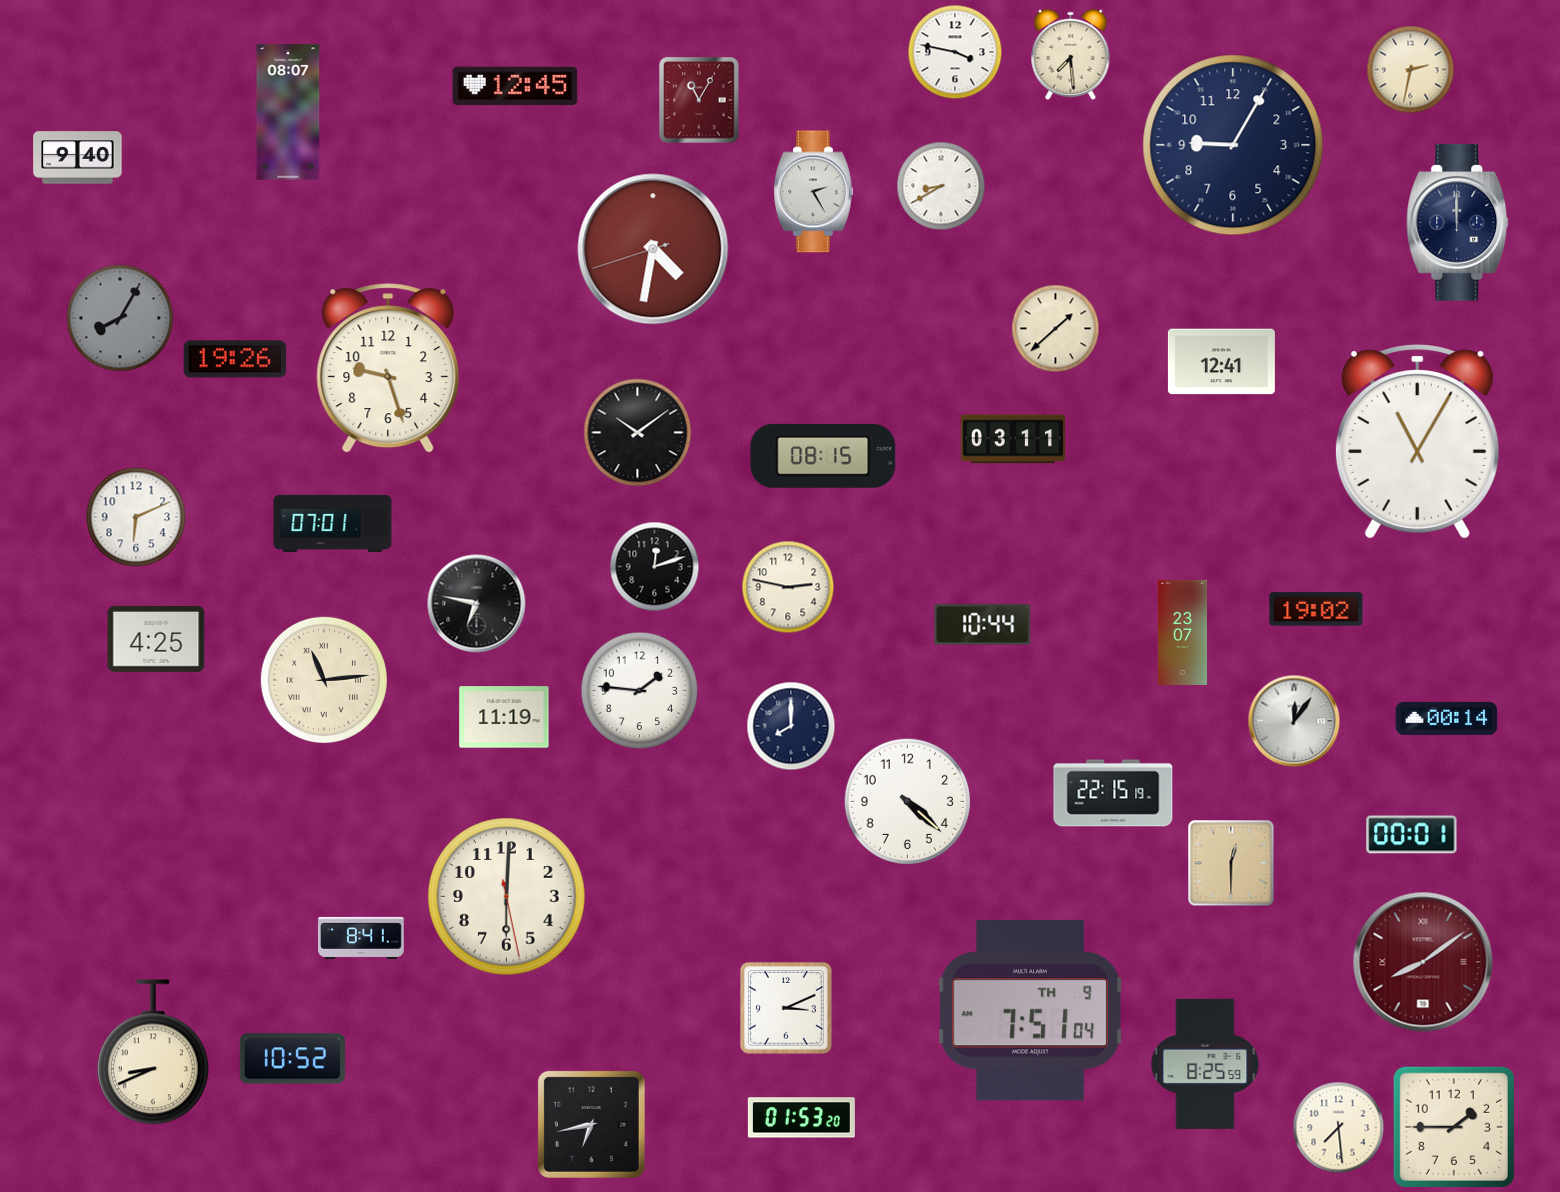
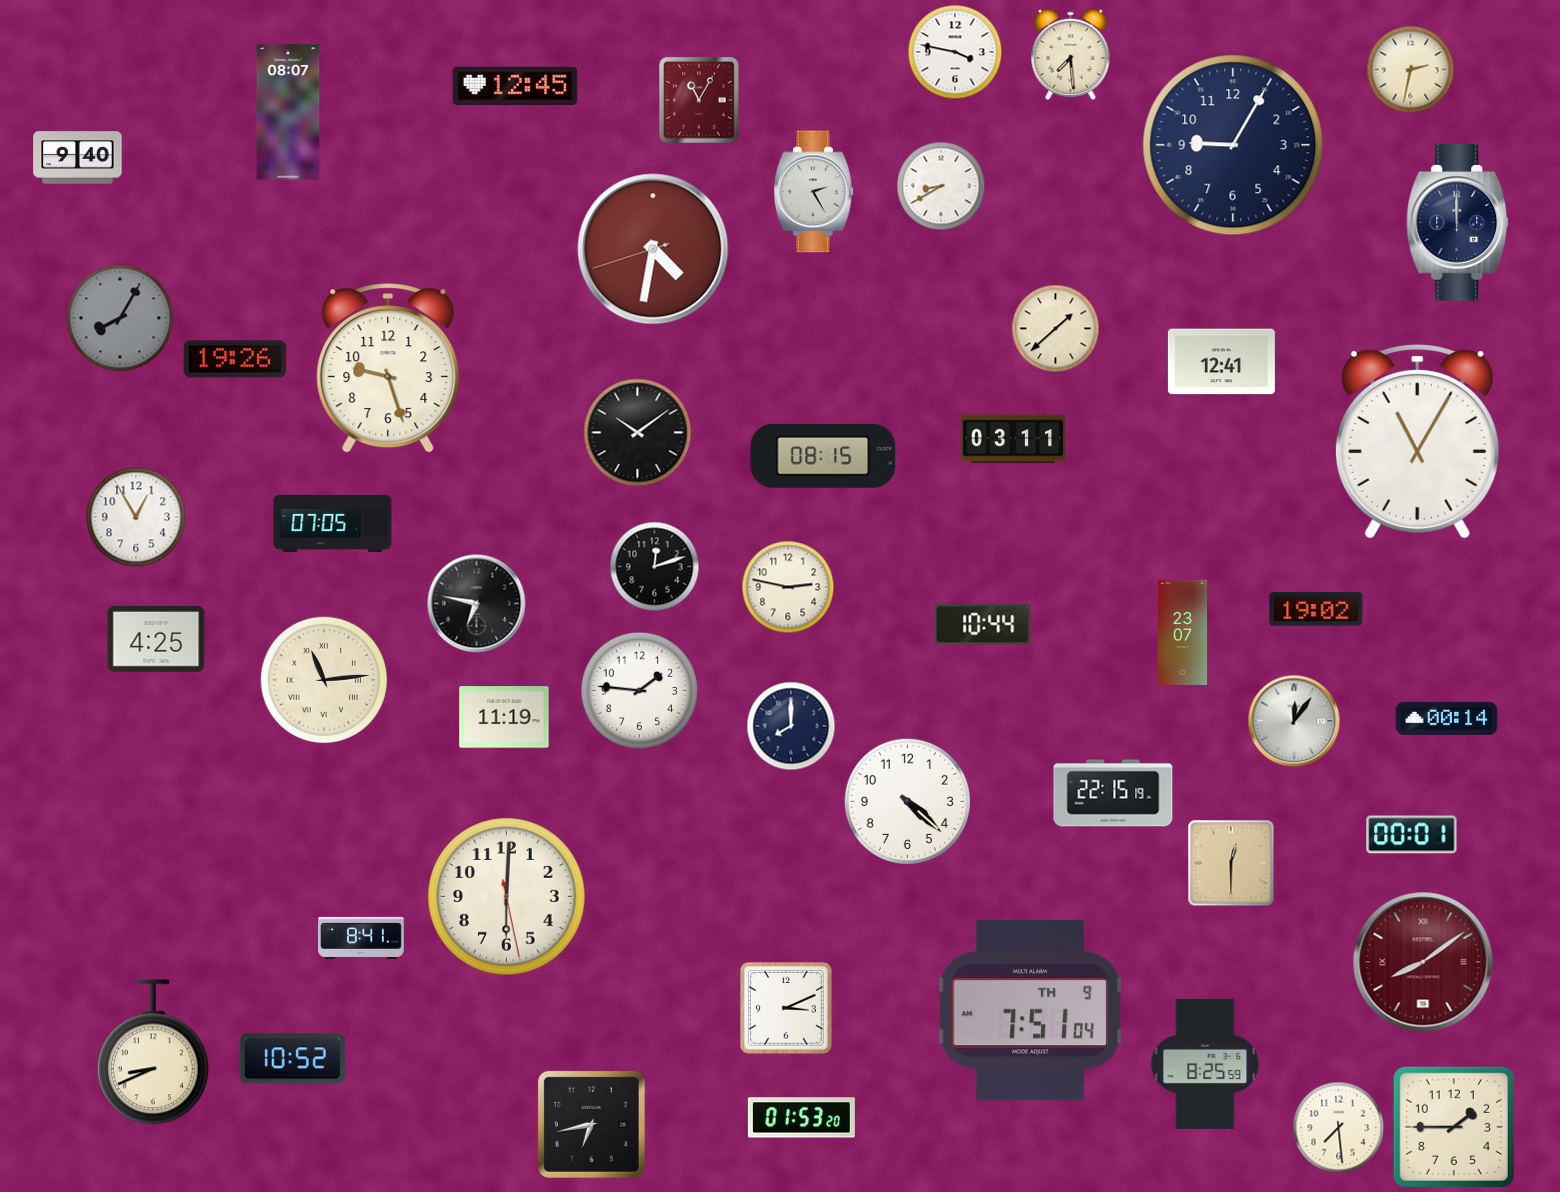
clock at (136, 517): 6:11 -> 12:55
clock at (333, 523): 07:01 -> 07:05
